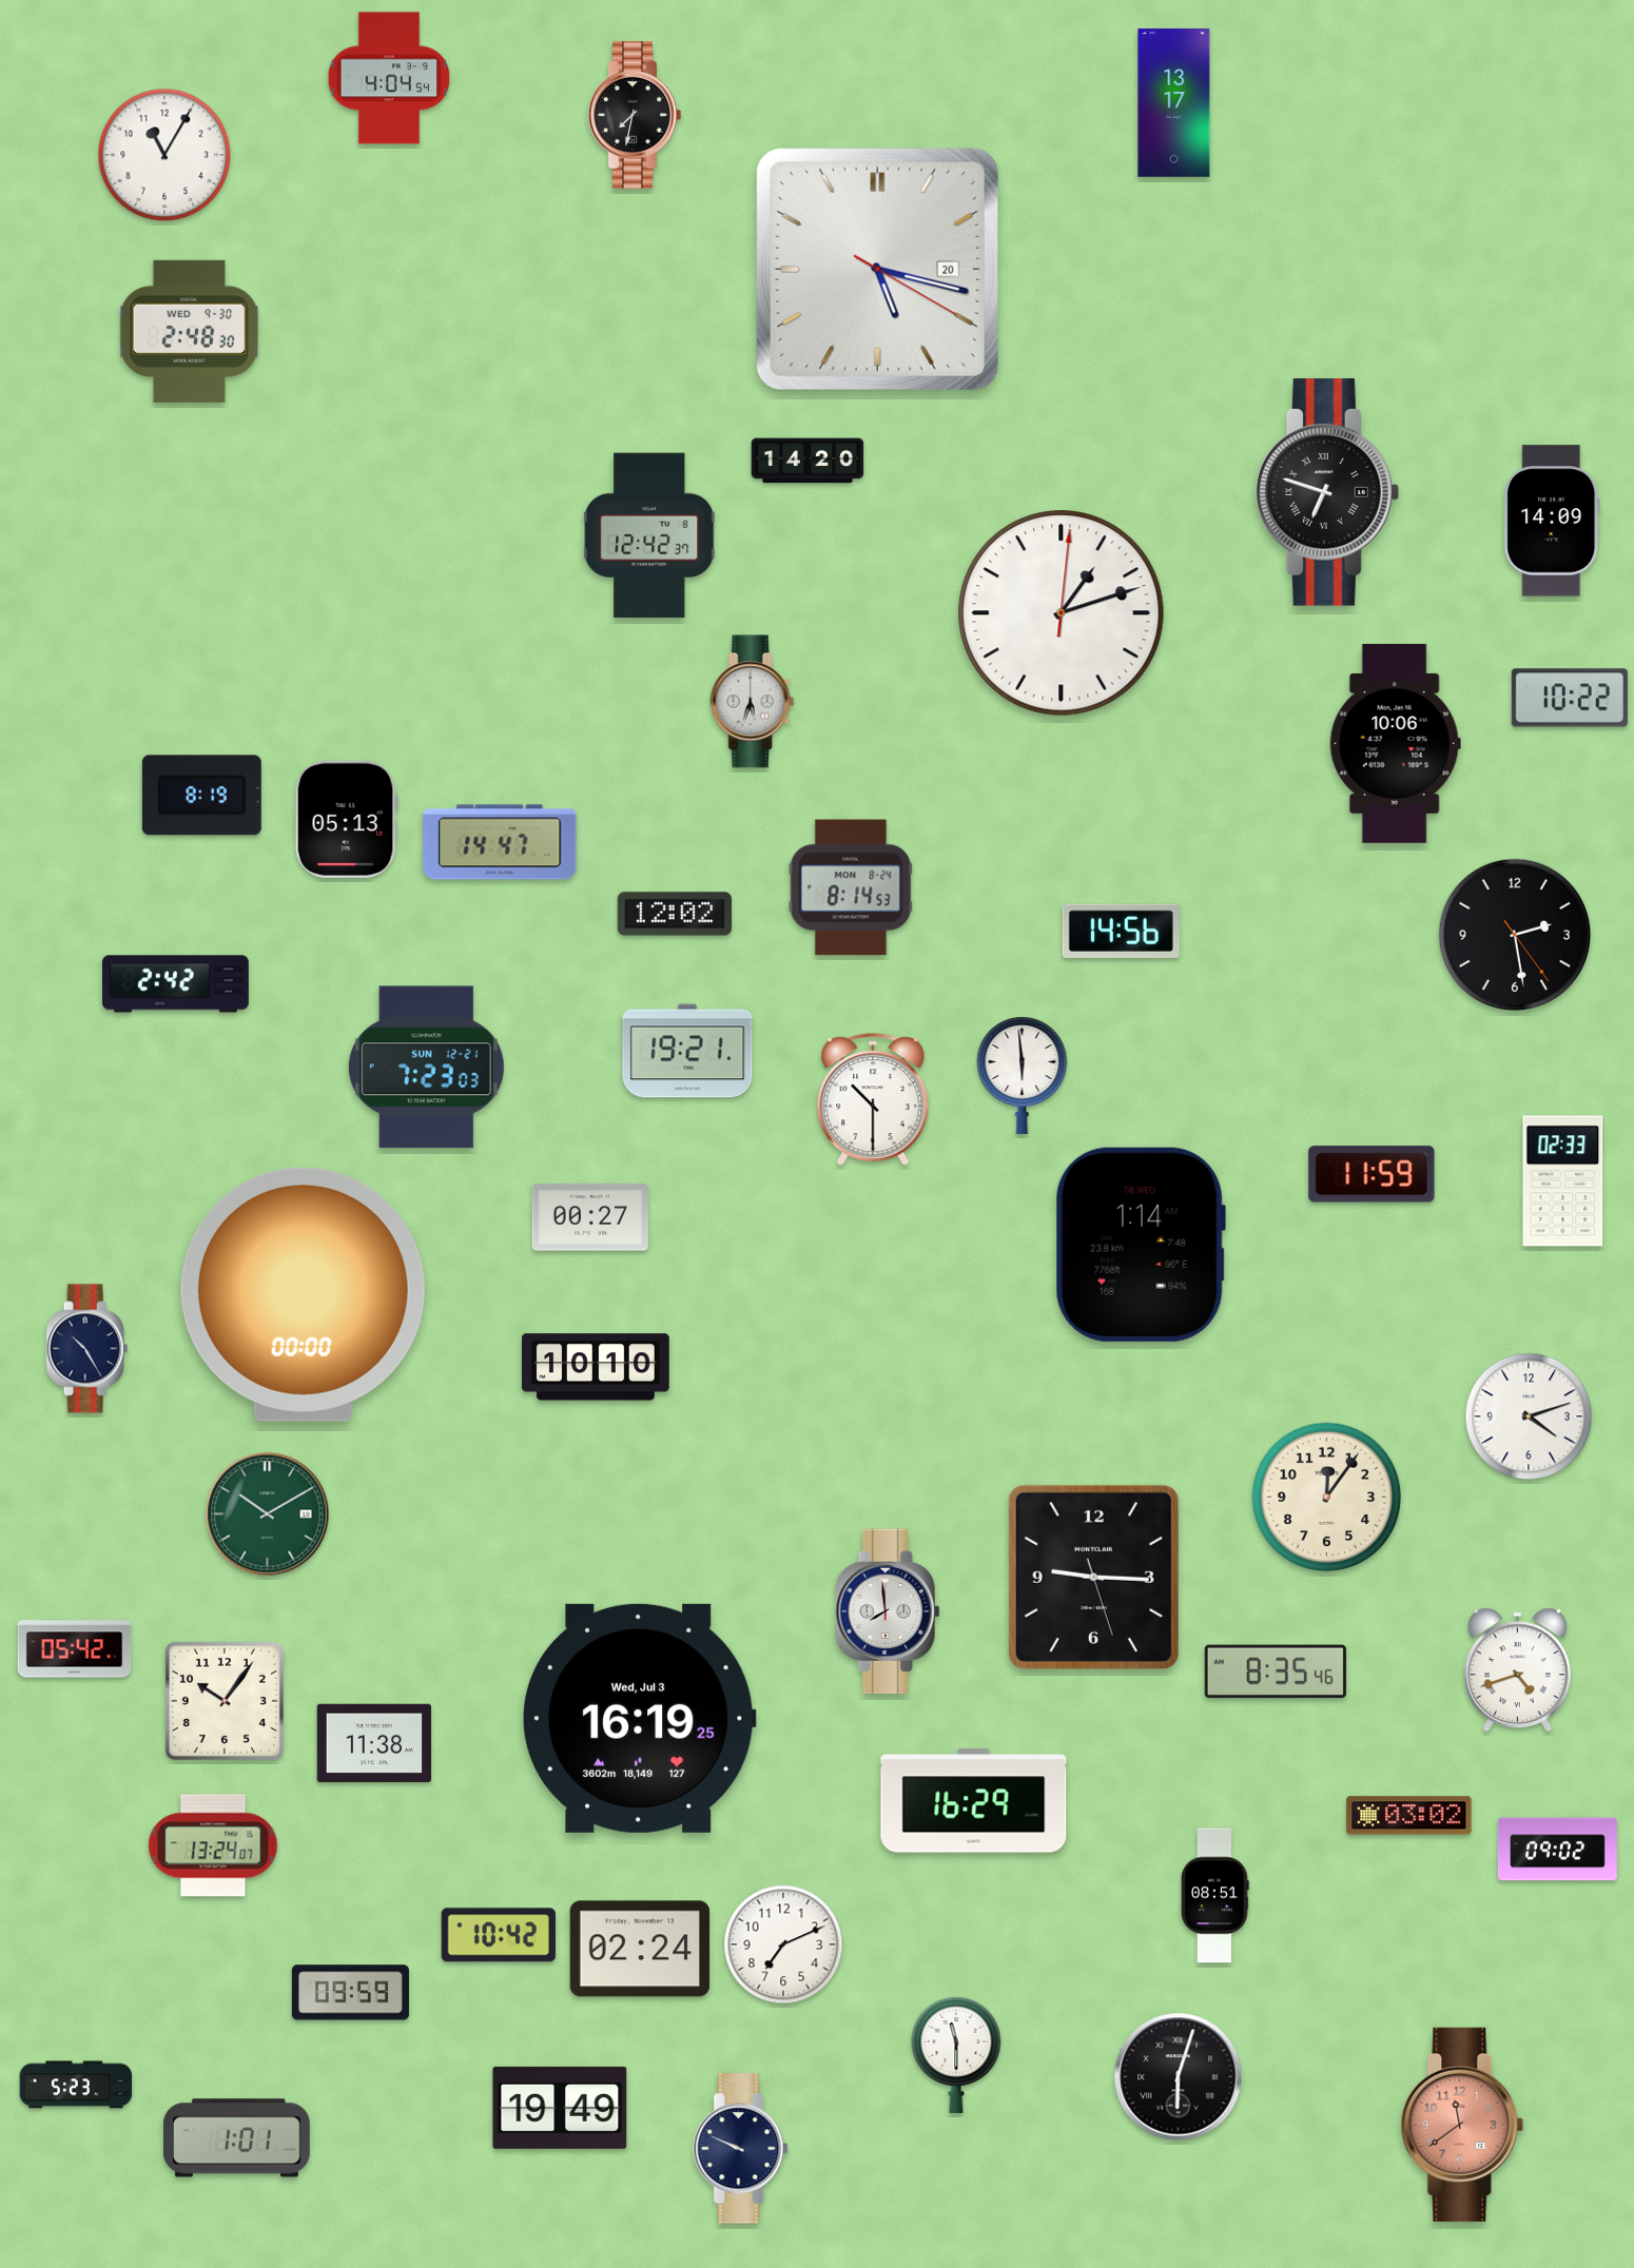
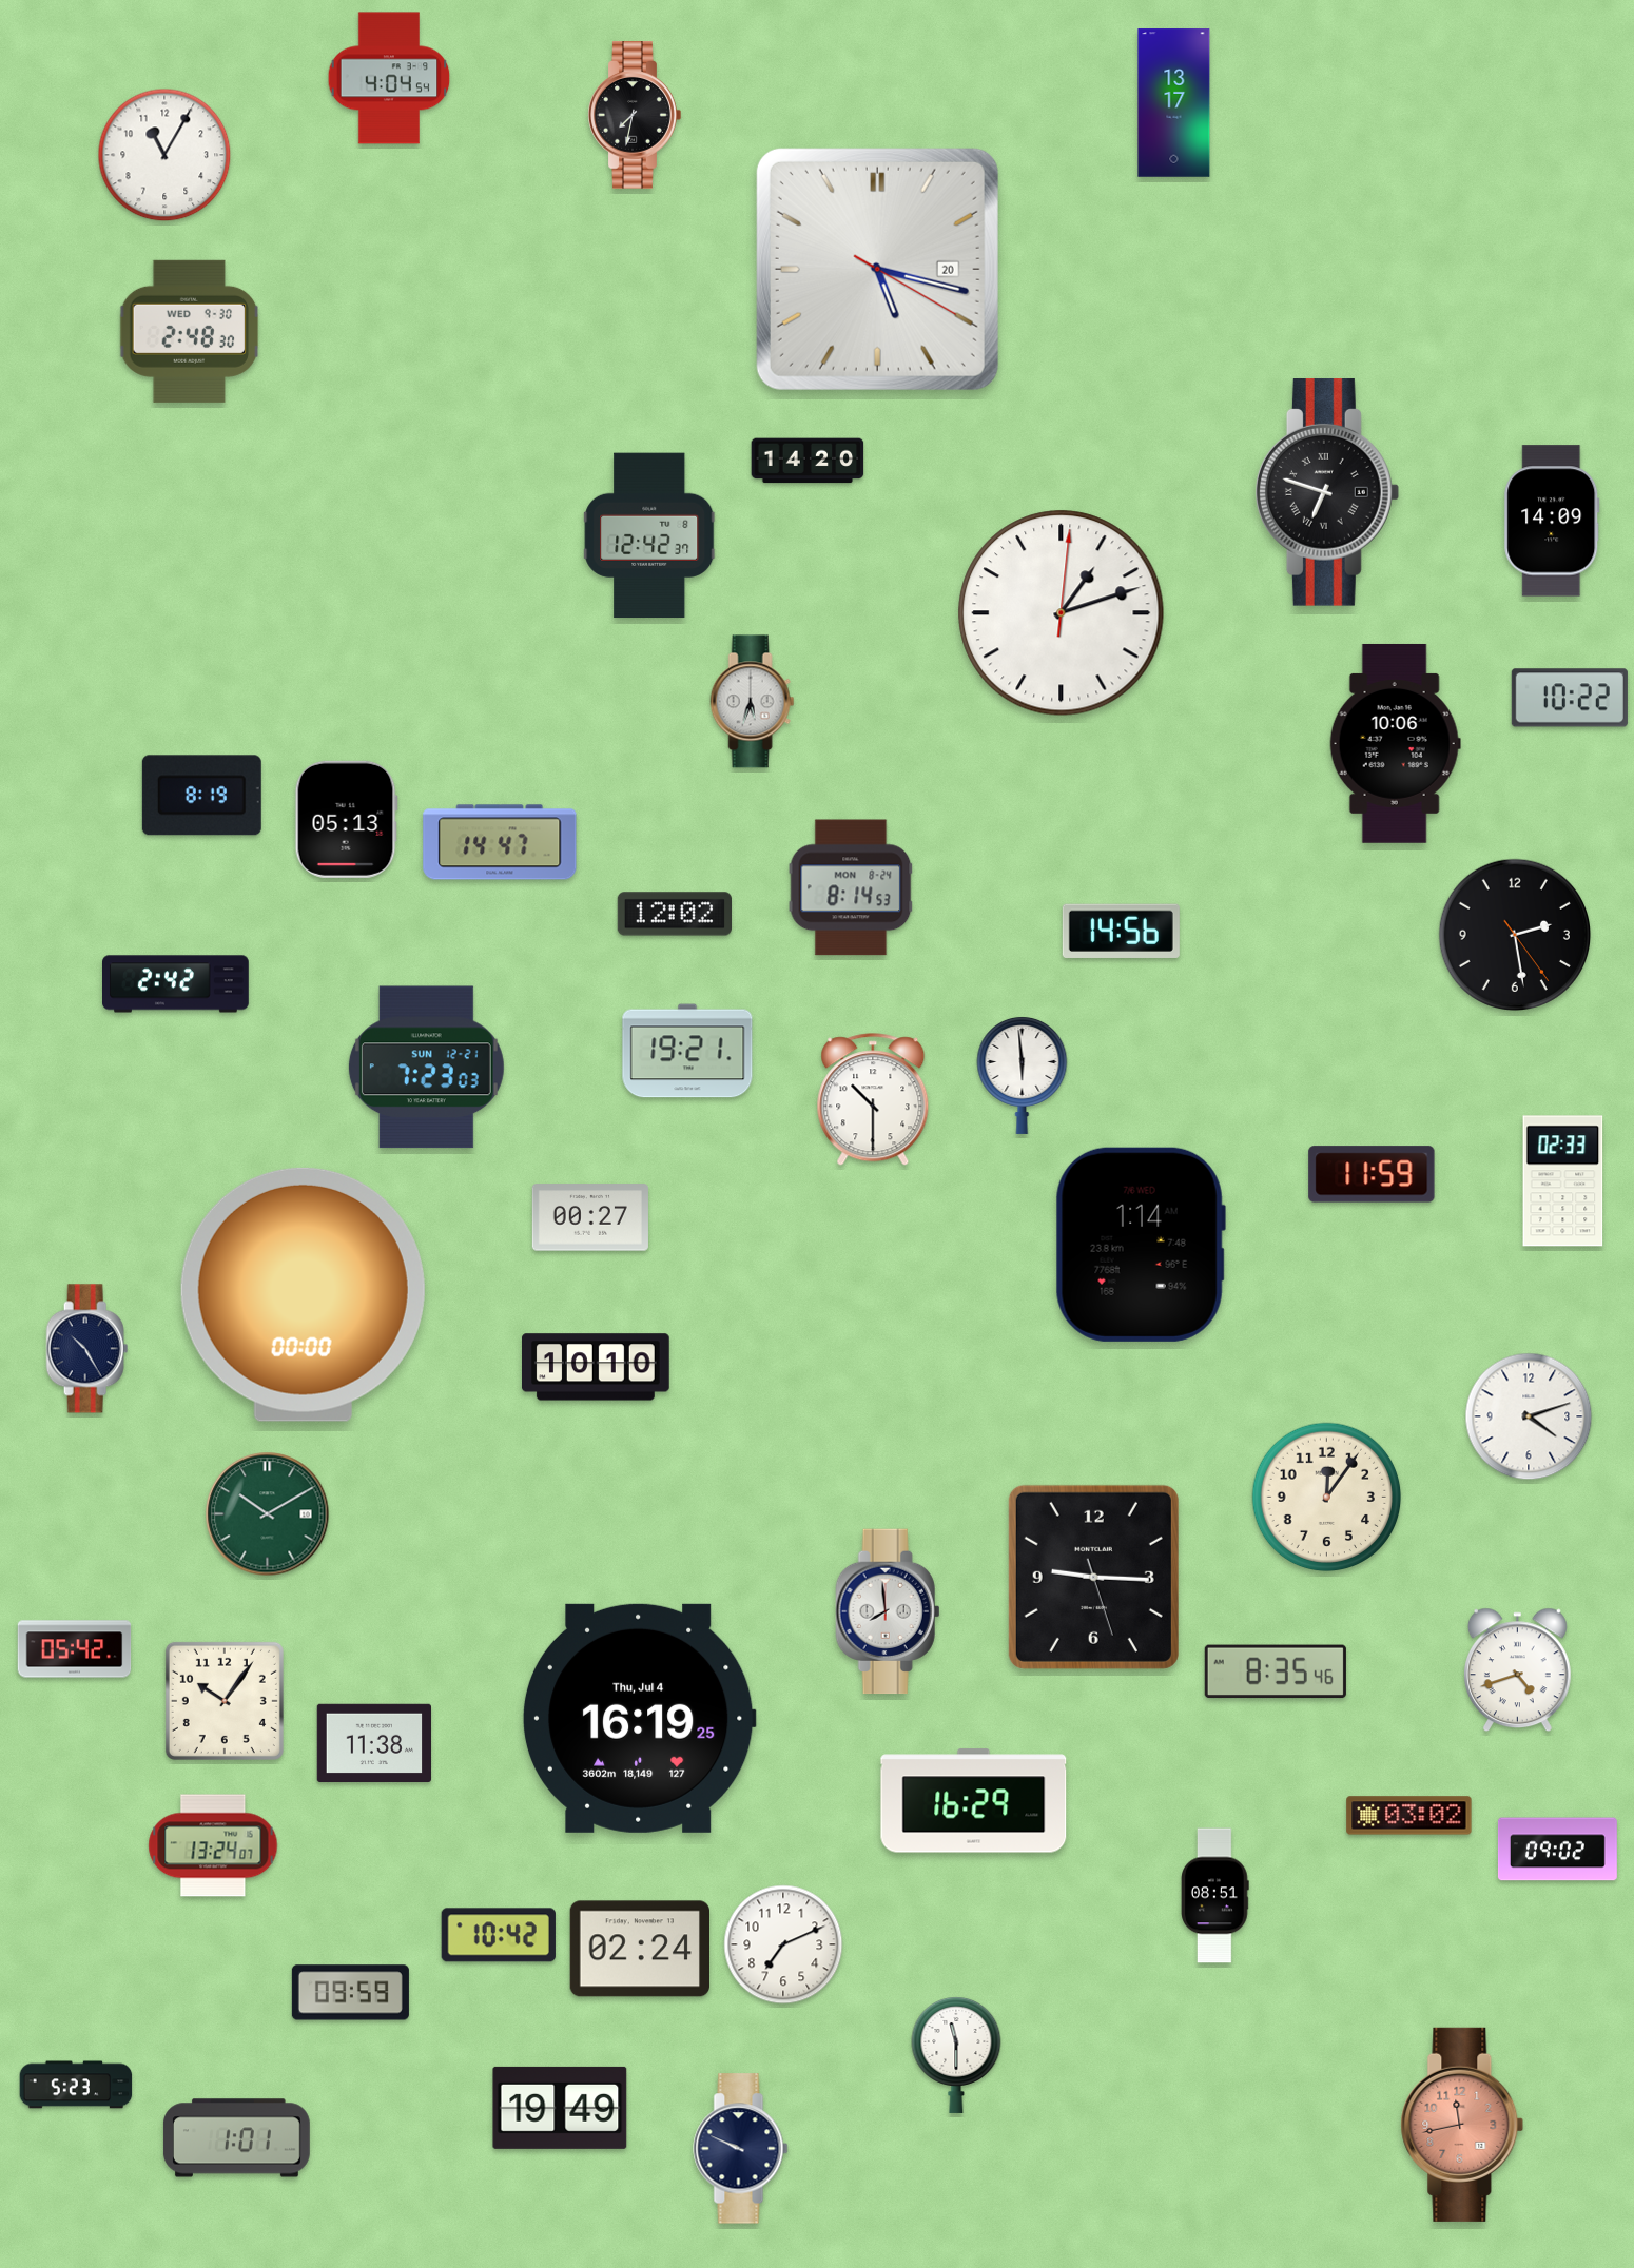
clock at (639, 1718) date: Wed, Jul 3 -> Thu, Jul 4
clock at (1179, 2077): 6:03 -> none
clock at (1462, 2125): 11:39 -> 11:43
